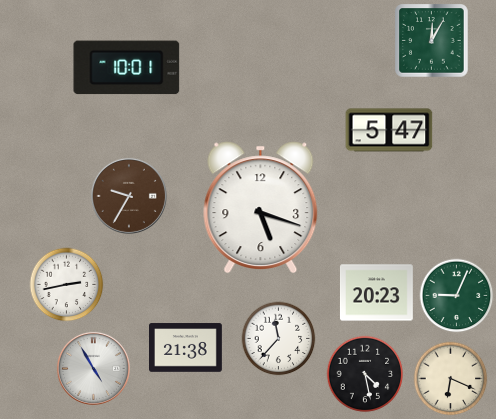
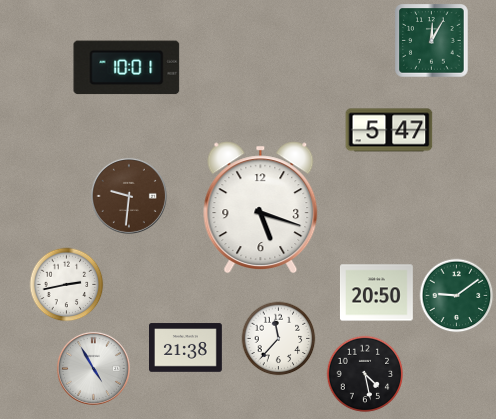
clock at (129, 196): 9:35 -> 9:31
clock at (376, 293): 20:23 -> 20:50
clock at (457, 296): 9:04 -> 9:09
clock at (451, 379): 6:19 -> none
